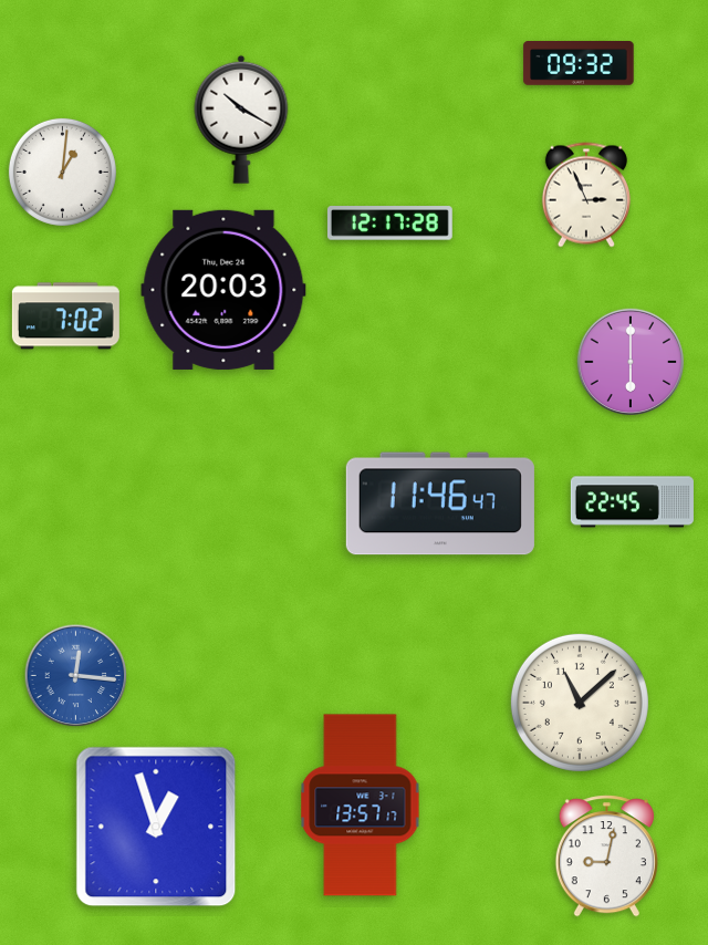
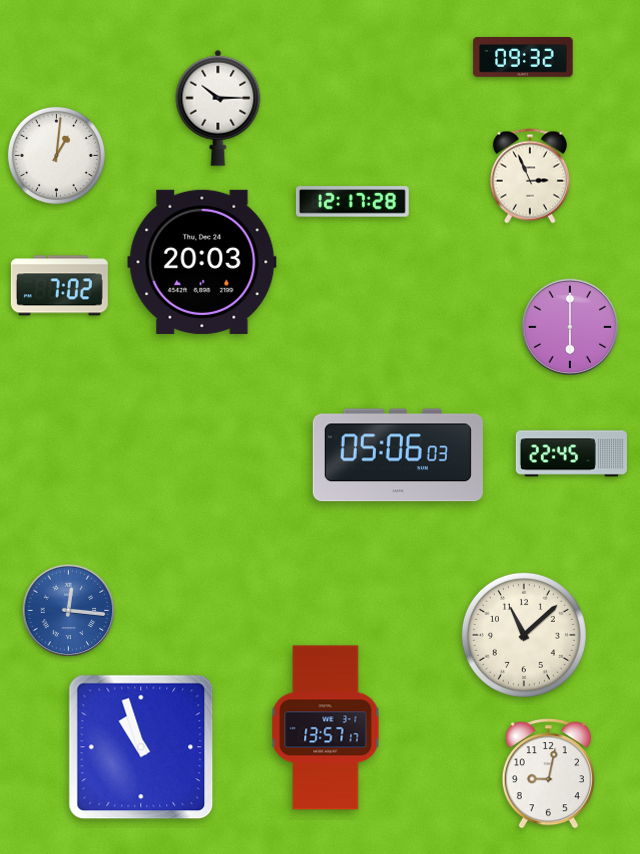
clock at (241, 120): 10:20 -> 10:15
clock at (440, 503): 11:46 -> 05:06
clock at (156, 827): 12:57 -> 10:57
